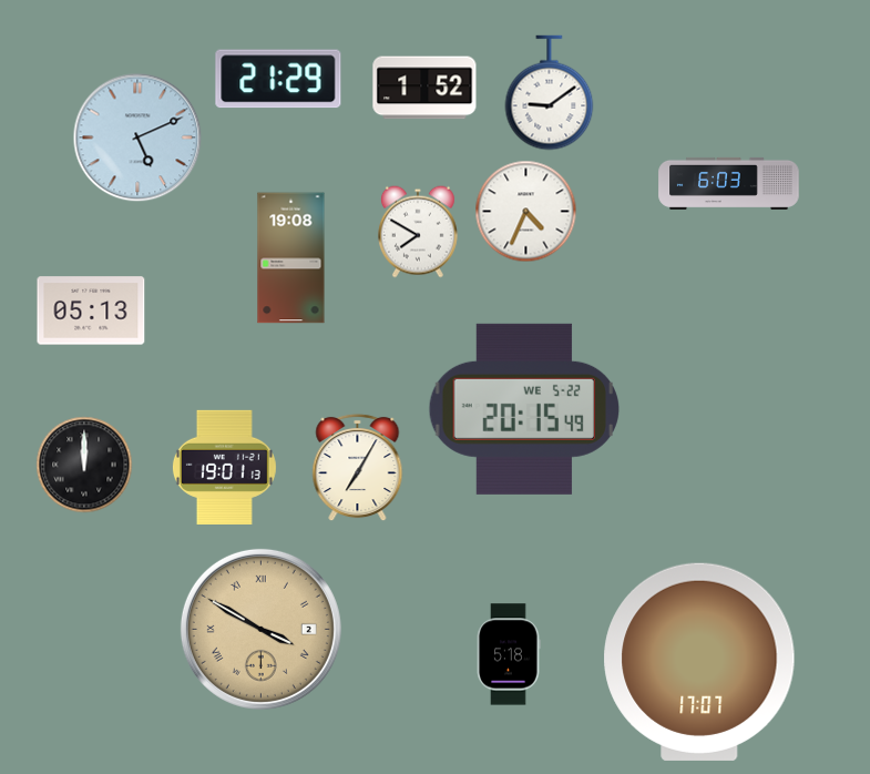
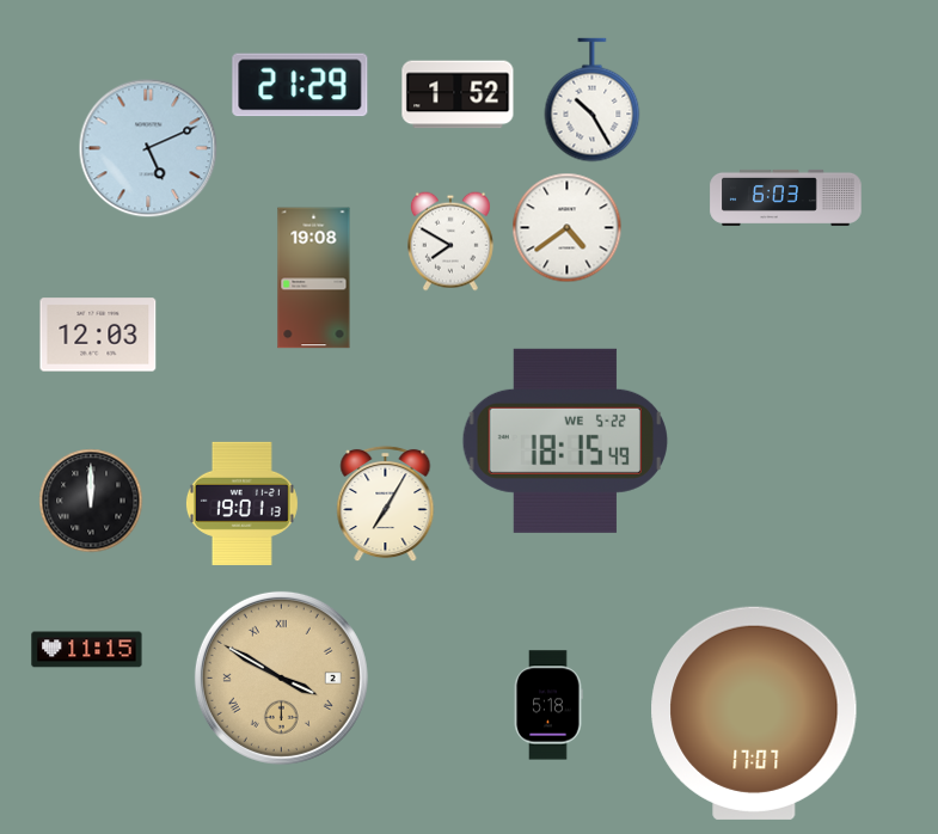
clock at (550, 93): 9:09 -> 10:25
clock at (526, 212): 4:34 -> 4:39
clock at (418, 232) position: (418, 232) -> (450, 241)
clock at (91, 310): 05:13 -> 12:03
clock at (523, 409): 20:15 -> 18:15
clock at (87, 650): none -> 11:15
